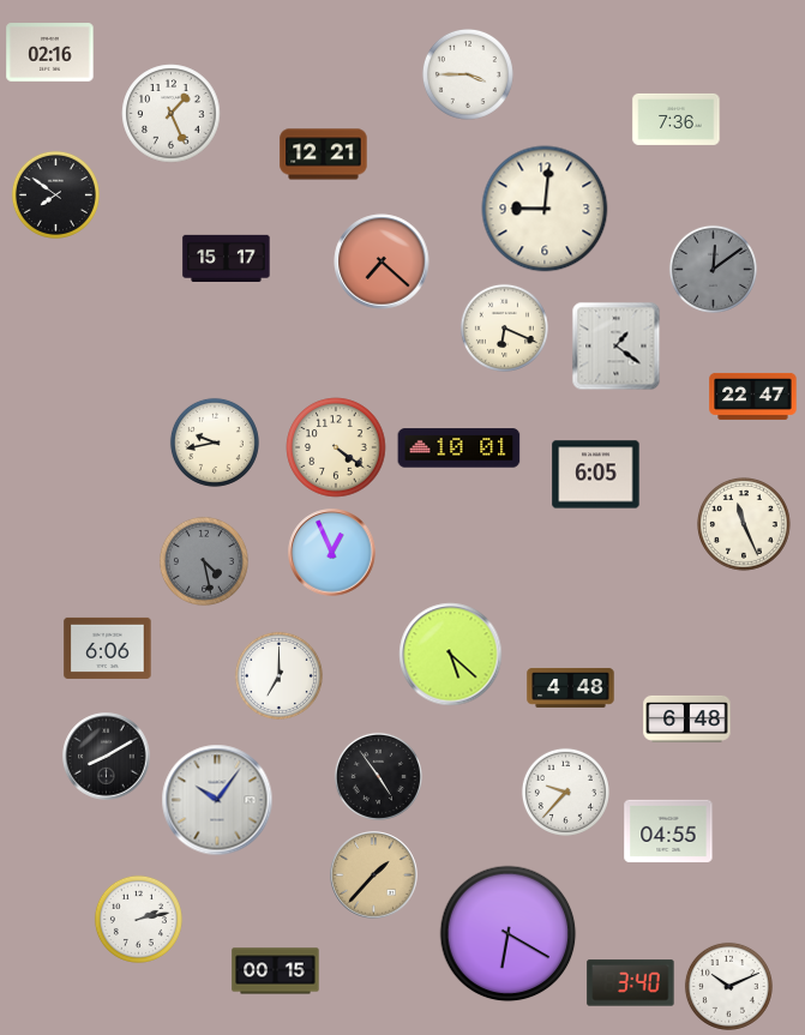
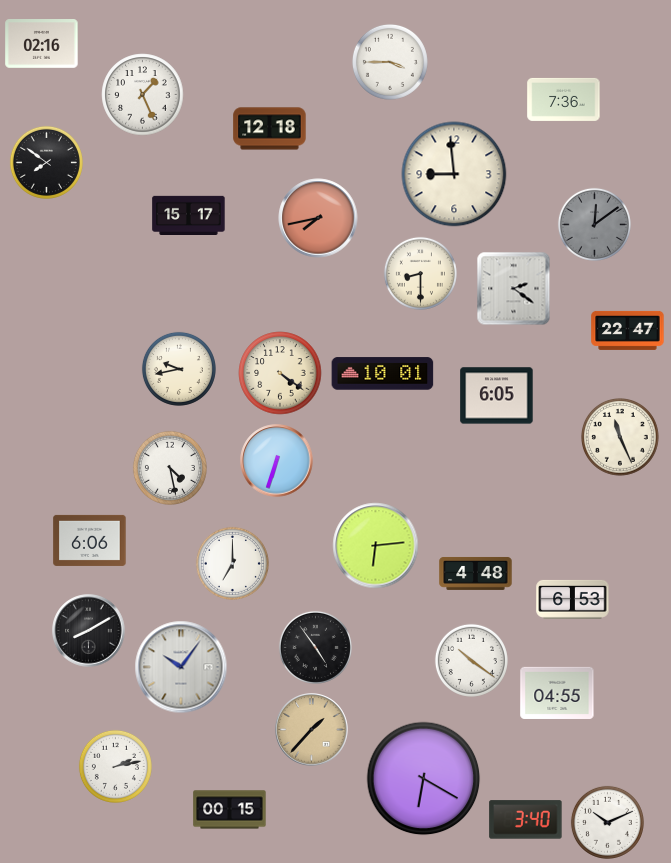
clock at (324, 155): 12:21 -> 12:18
clock at (545, 209): 9:01 -> 8:59
clock at (382, 261): 7:22 -> 7:43
clock at (504, 327): 6:19 -> 8:30
clock at (617, 347): 1:21 -> 2:21
clock at (332, 553): 12:56 -> 6:33
clock at (204, 561) dial: grey -> white
clock at (451, 655): 5:22 -> 6:14
clock at (687, 718): 6:48 -> 6:53
clock at (565, 792): 9:37 -> 10:21
